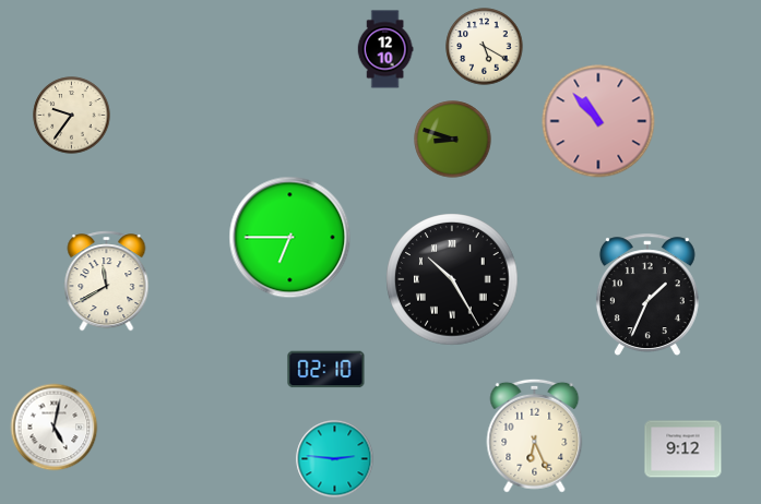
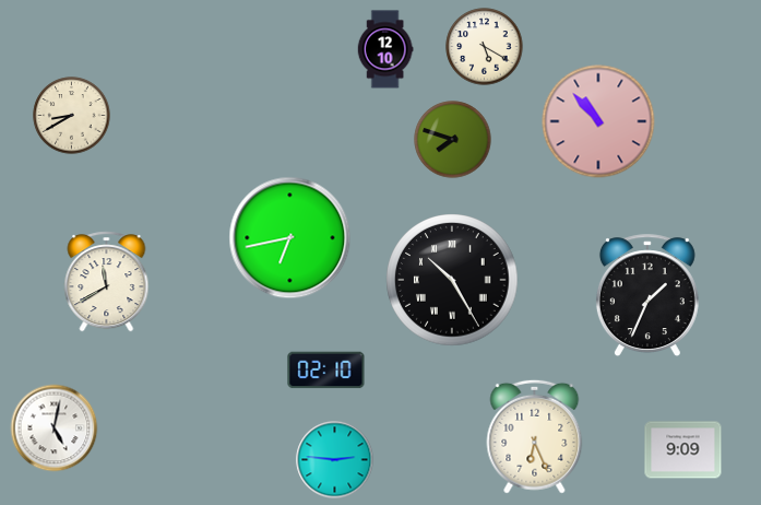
clock at (72, 116): 9:36 -> 8:40
clock at (453, 140): 8:48 -> 7:48
clock at (290, 238): 6:45 -> 6:43
clock at (683, 449): 9:12 -> 9:09
